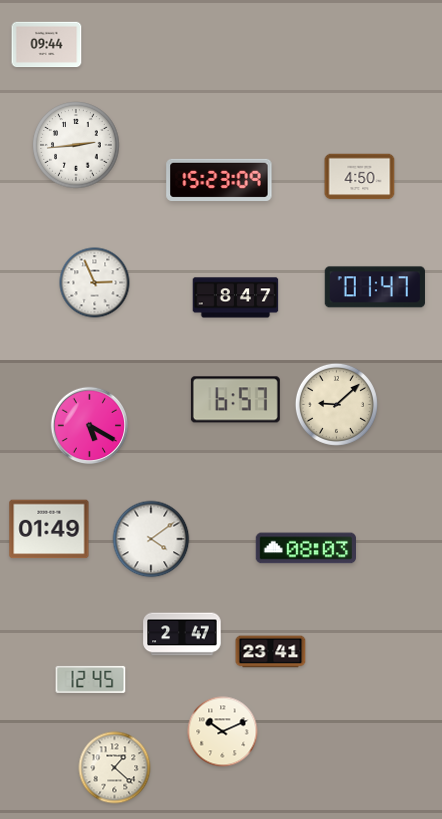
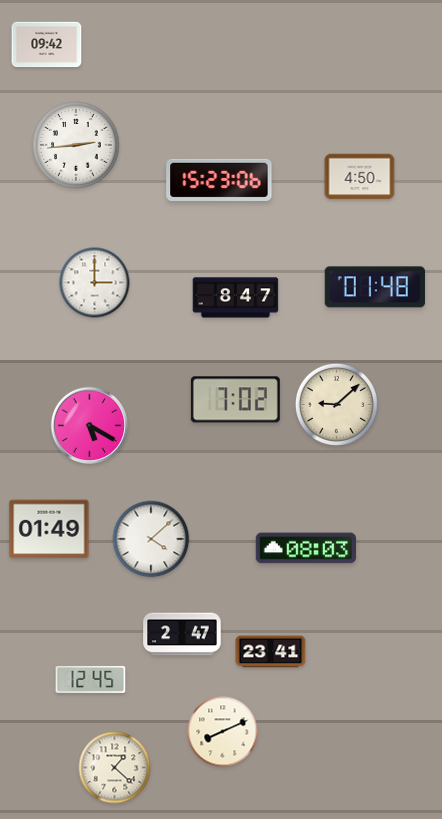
clock at (47, 45): 09:44 -> 09:42
clock at (219, 180): 15:23:09 -> 15:23:06
clock at (95, 283): 2:56 -> 3:00
clock at (375, 287): 01:47 -> 01:48
clock at (235, 400): 6:57 -> 7:02
clock at (151, 539): 4:09 -> 4:08
clock at (223, 732): 10:11 -> 8:11
